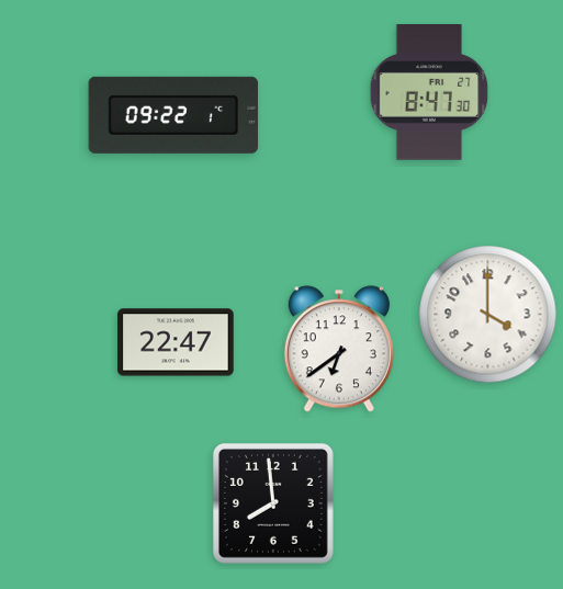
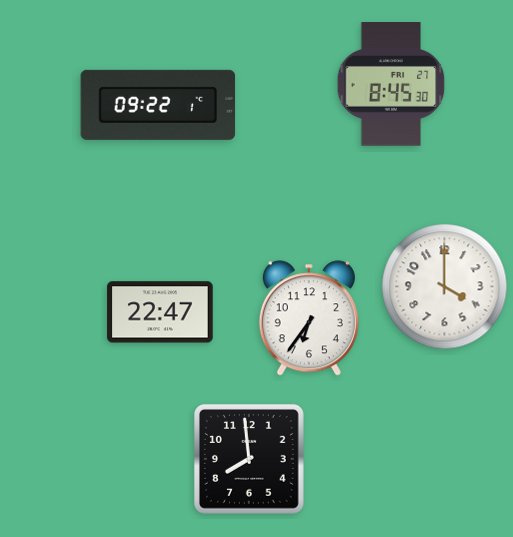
clock at (429, 92): 8:47 -> 8:45
clock at (339, 349): 6:39 -> 6:36
